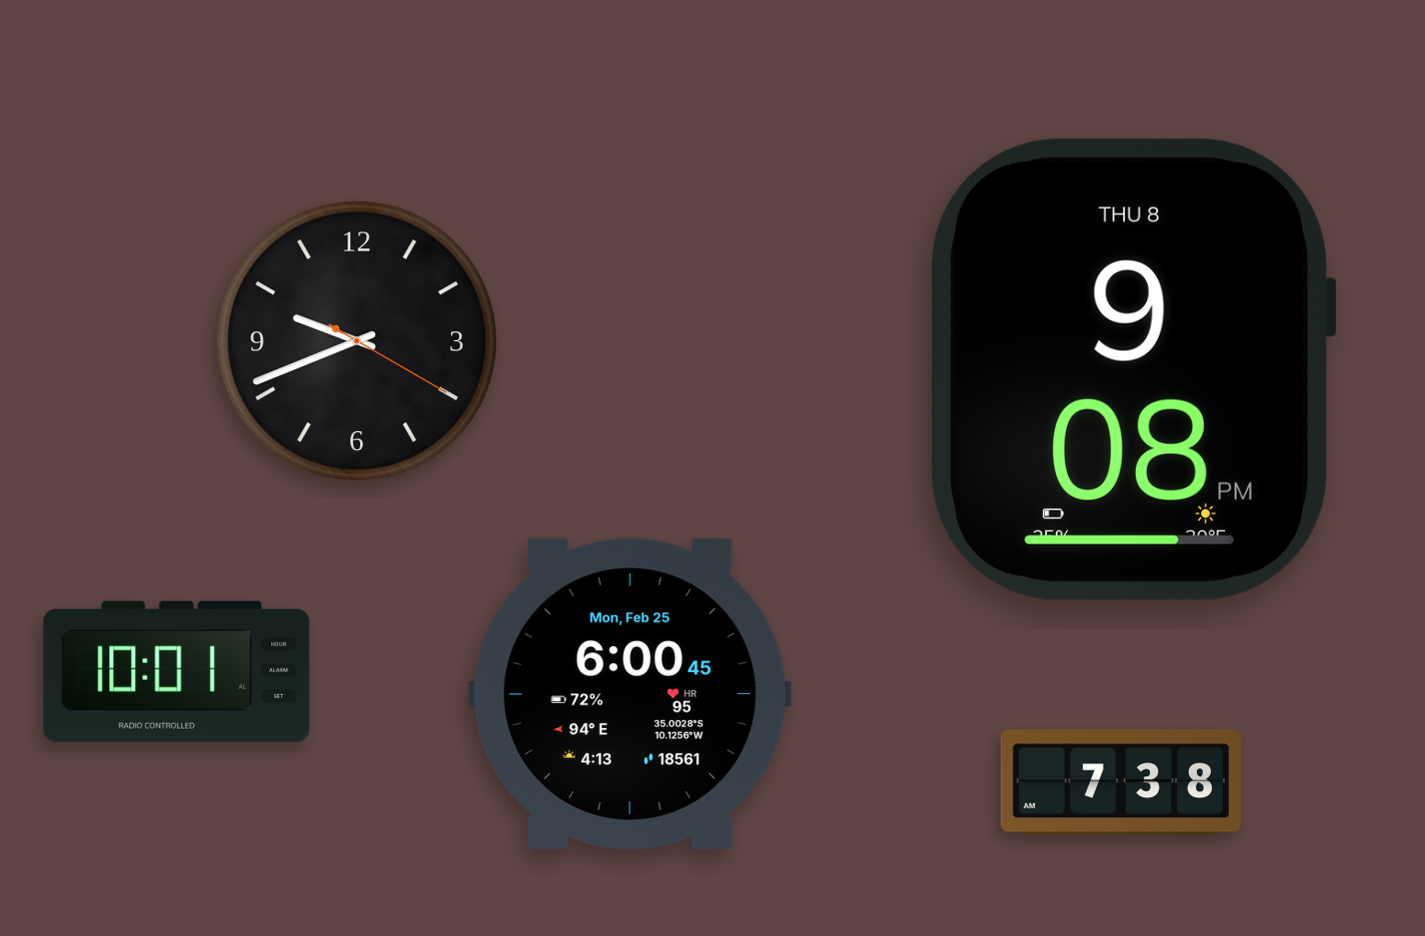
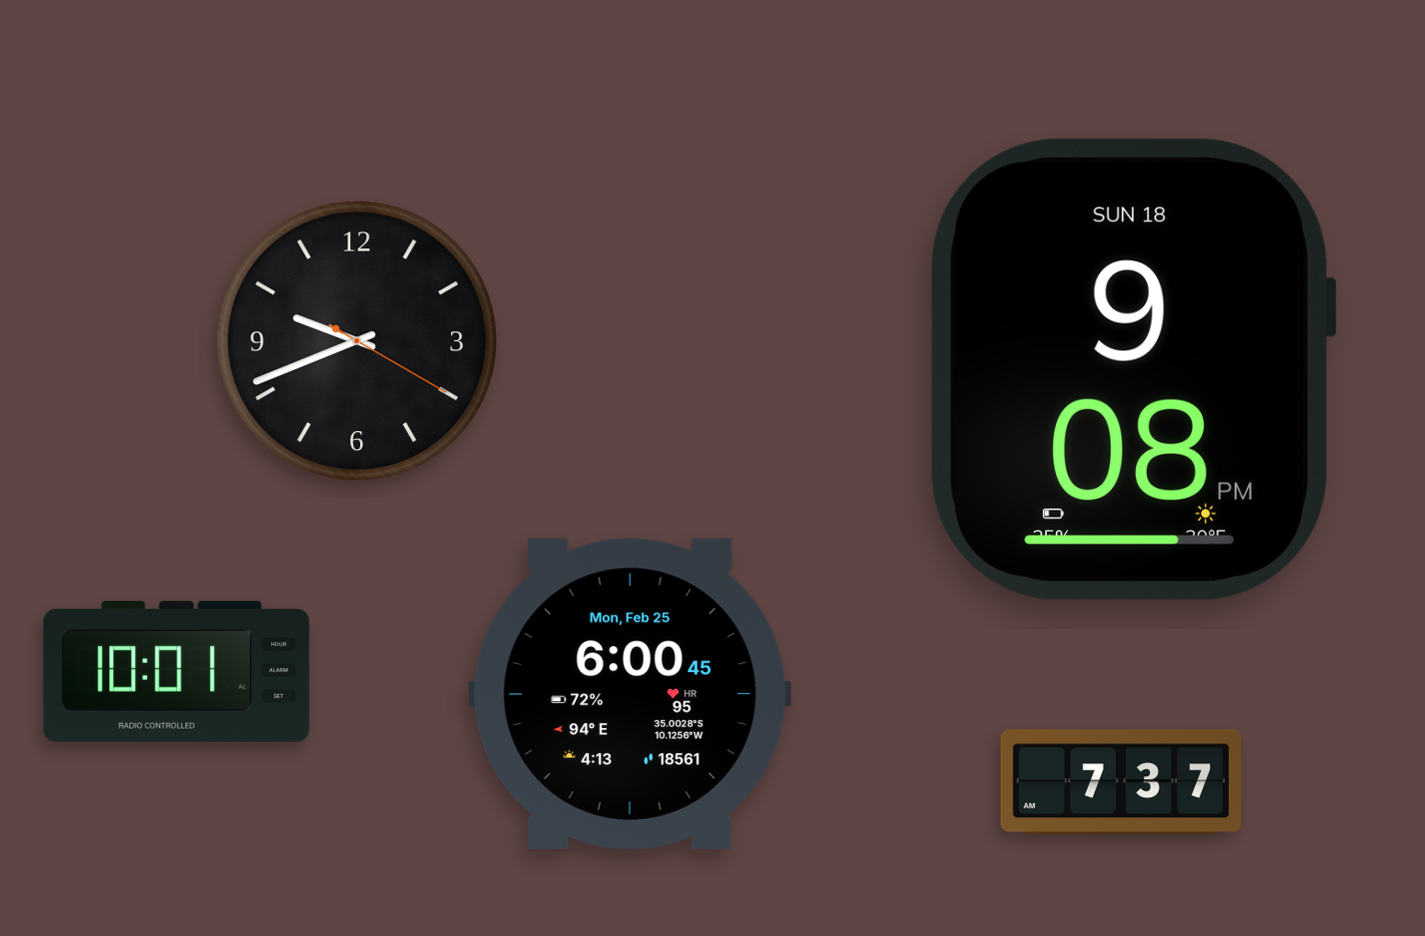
clock at (1133, 369) date: THU 8 -> SUN 18
clock at (1121, 782): 7:38 -> 7:37
